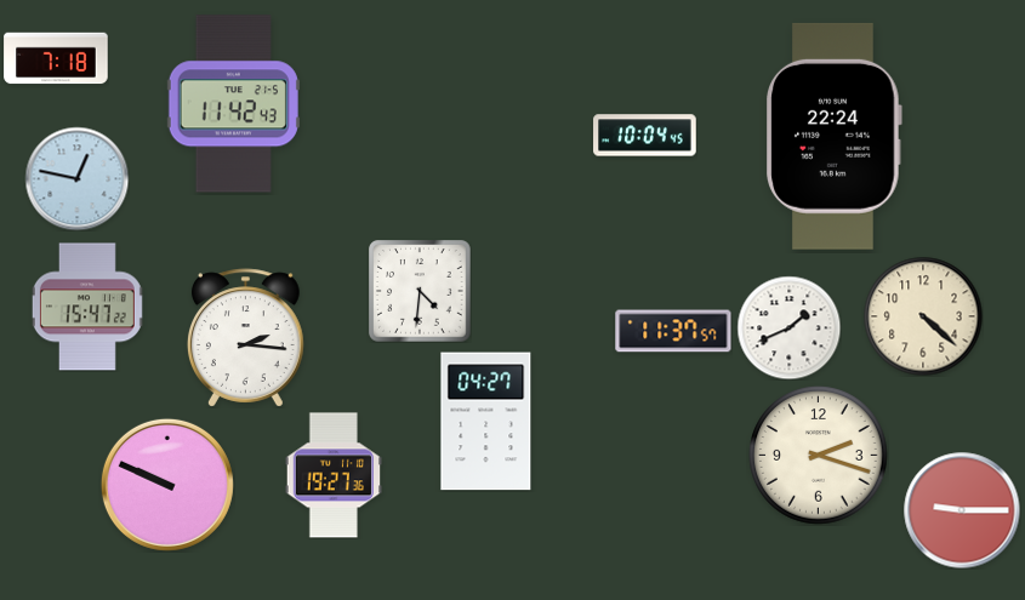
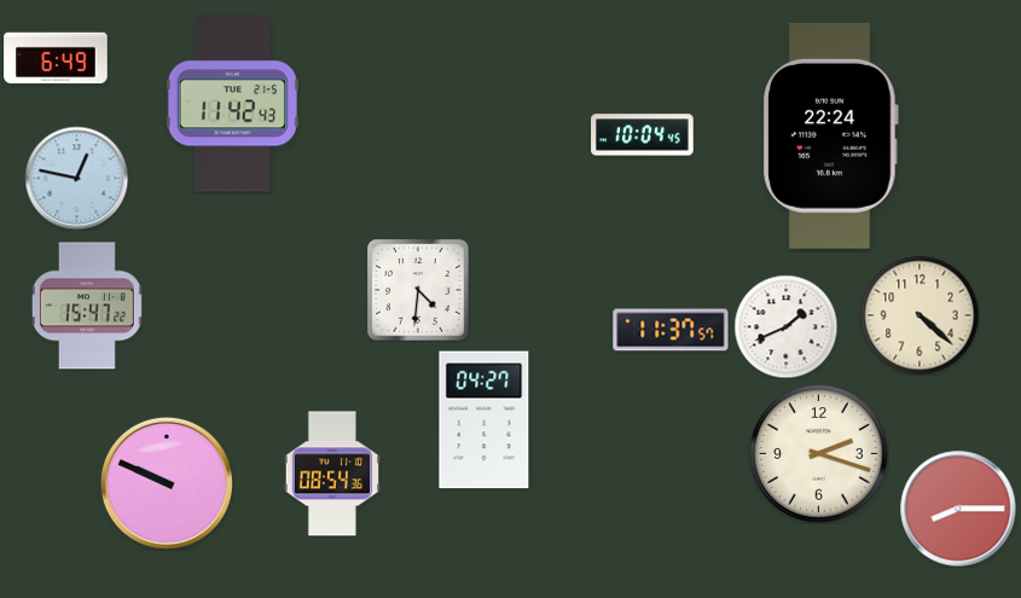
clock at (56, 58): 7:18 -> 6:49
clock at (245, 338): 2:16 -> none
clock at (819, 456) position: (819, 456) -> (819, 454)
clock at (332, 475): 19:27 -> 08:54
clock at (962, 510): 9:15 -> 8:15
